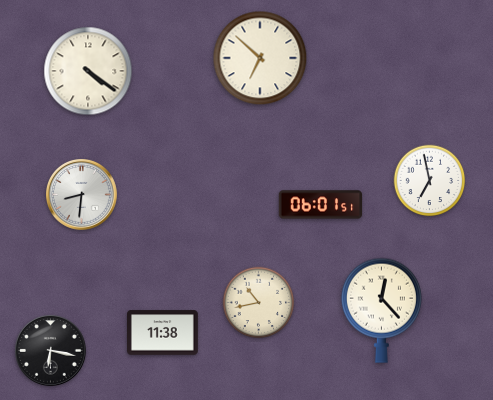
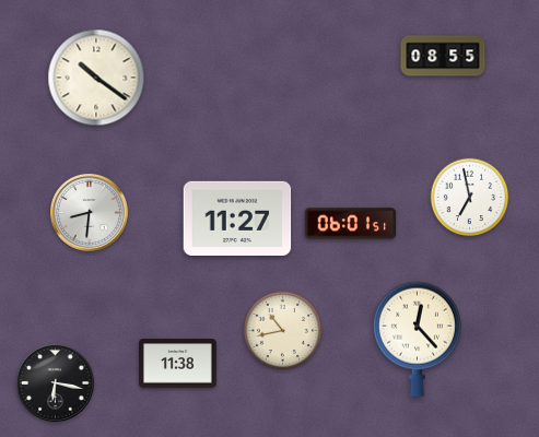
clock at (443, 56): none -> 08:55
clock at (260, 58): 6:52 -> none
clock at (88, 71): 4:21 -> 10:21
clock at (237, 218): none -> 11:27
